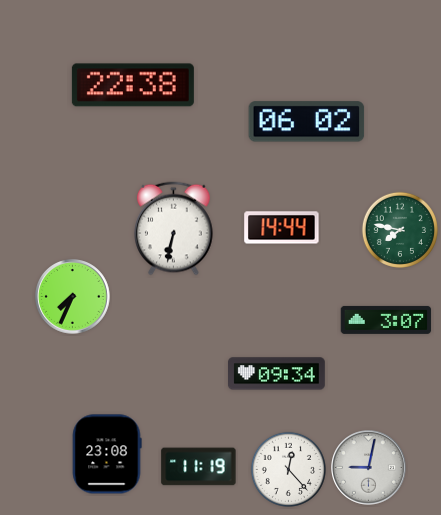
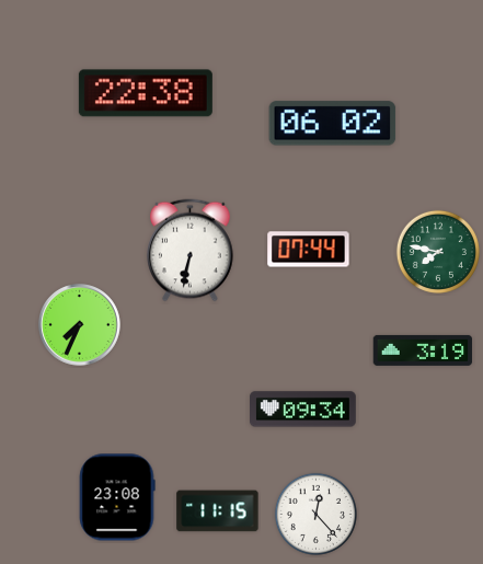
clock at (307, 122) position: (307, 122) -> (333, 124)
clock at (282, 228): 14:44 -> 07:44
clock at (386, 320): 3:07 -> 3:19
clock at (199, 467): 11:19 -> 11:15
clock at (369, 468): 9:02 -> none
